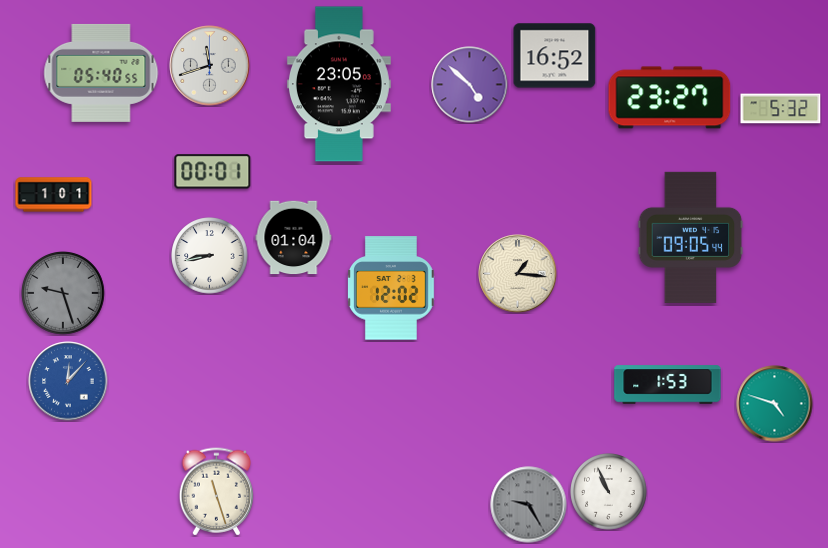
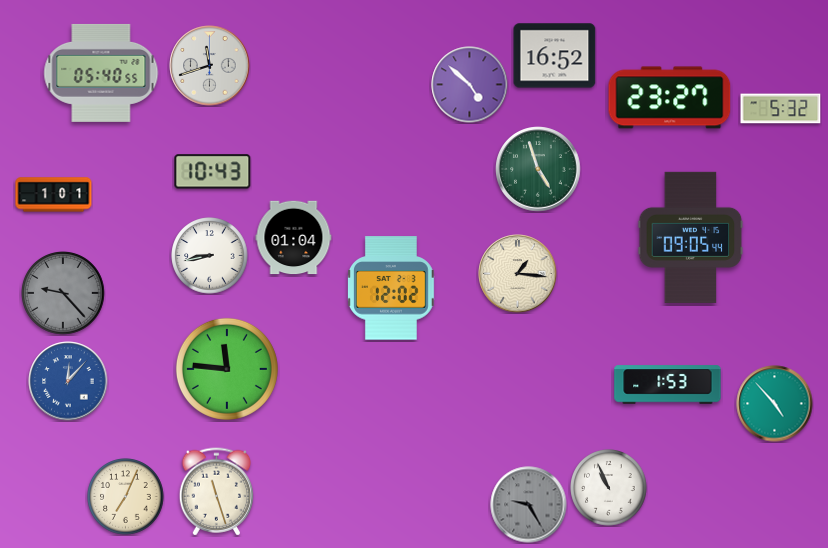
clock at (339, 84): 23:05 -> none
clock at (538, 169): none -> 4:57
clock at (213, 172): 00:01 -> 10:43
clock at (64, 294): 9:27 -> 9:23
clock at (227, 369): none -> 11:46
clock at (775, 404): 4:48 -> 4:53
clock at (609, 492) position: (609, 492) -> (609, 488)
clock at (126, 497): none -> 7:04
